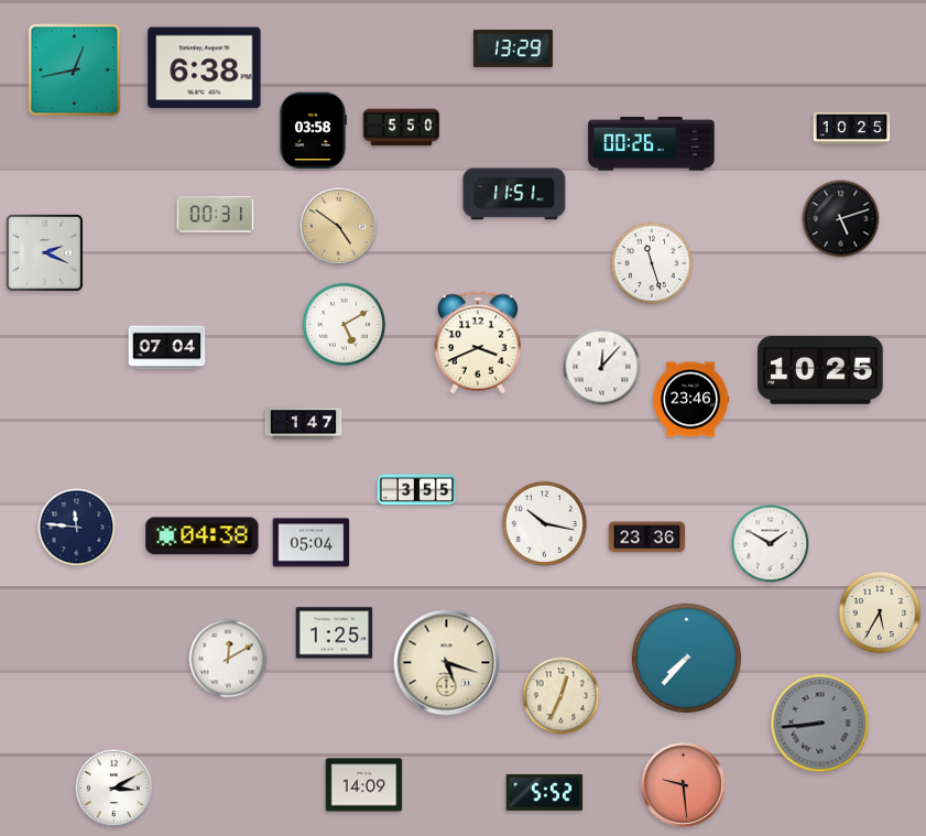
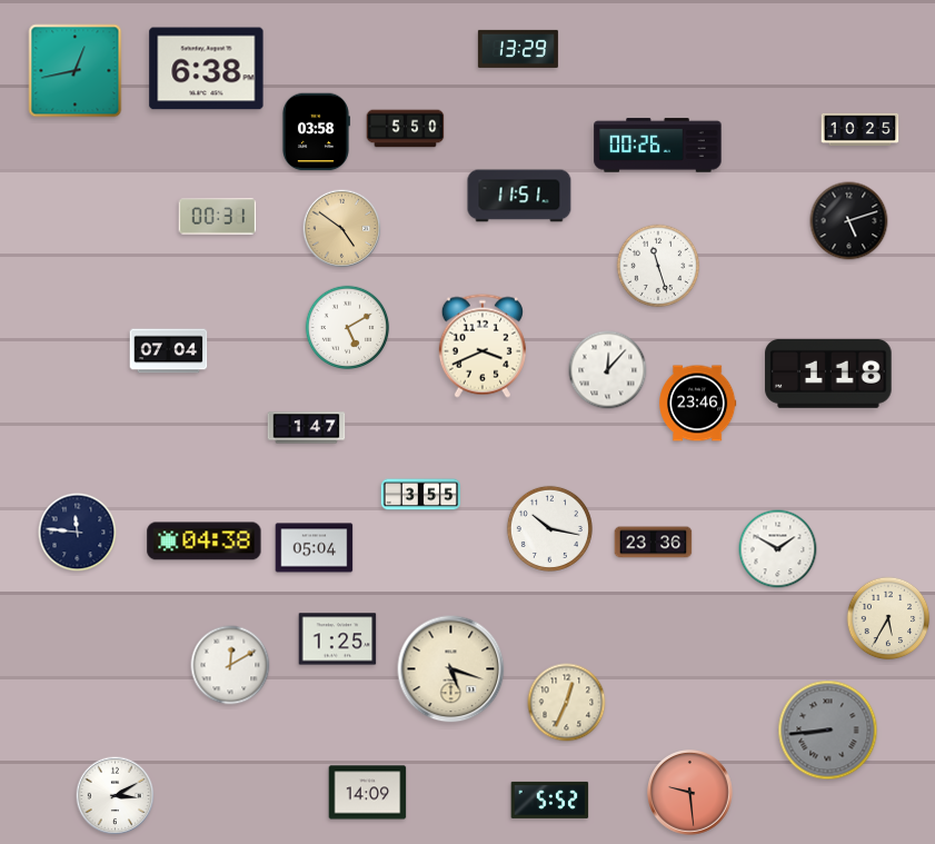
clock at (44, 252): 2:19 -> none
clock at (820, 370): 10:25 -> 1:18
clock at (686, 658): 7:37 -> none
